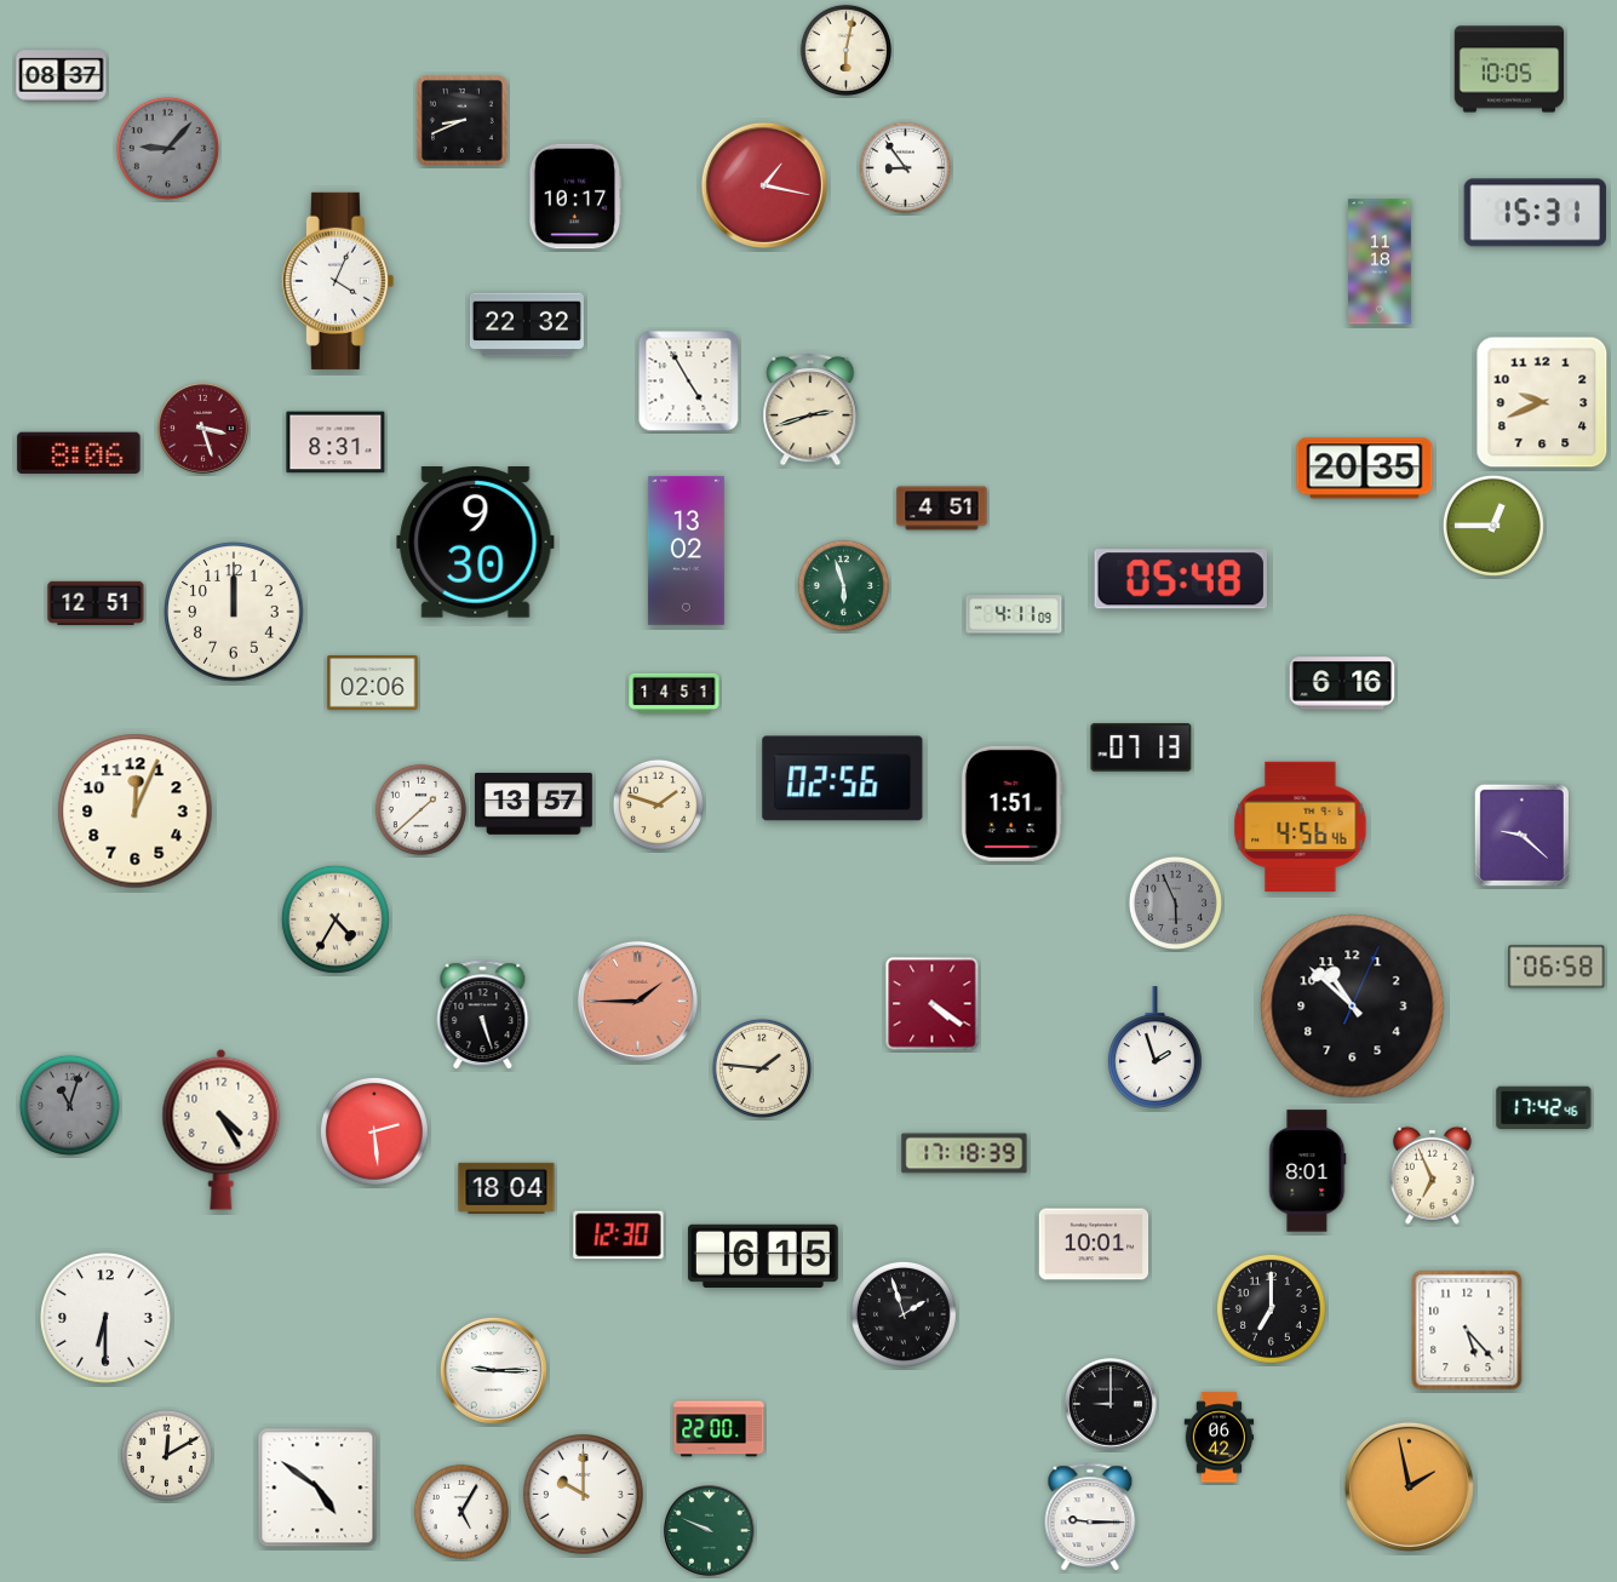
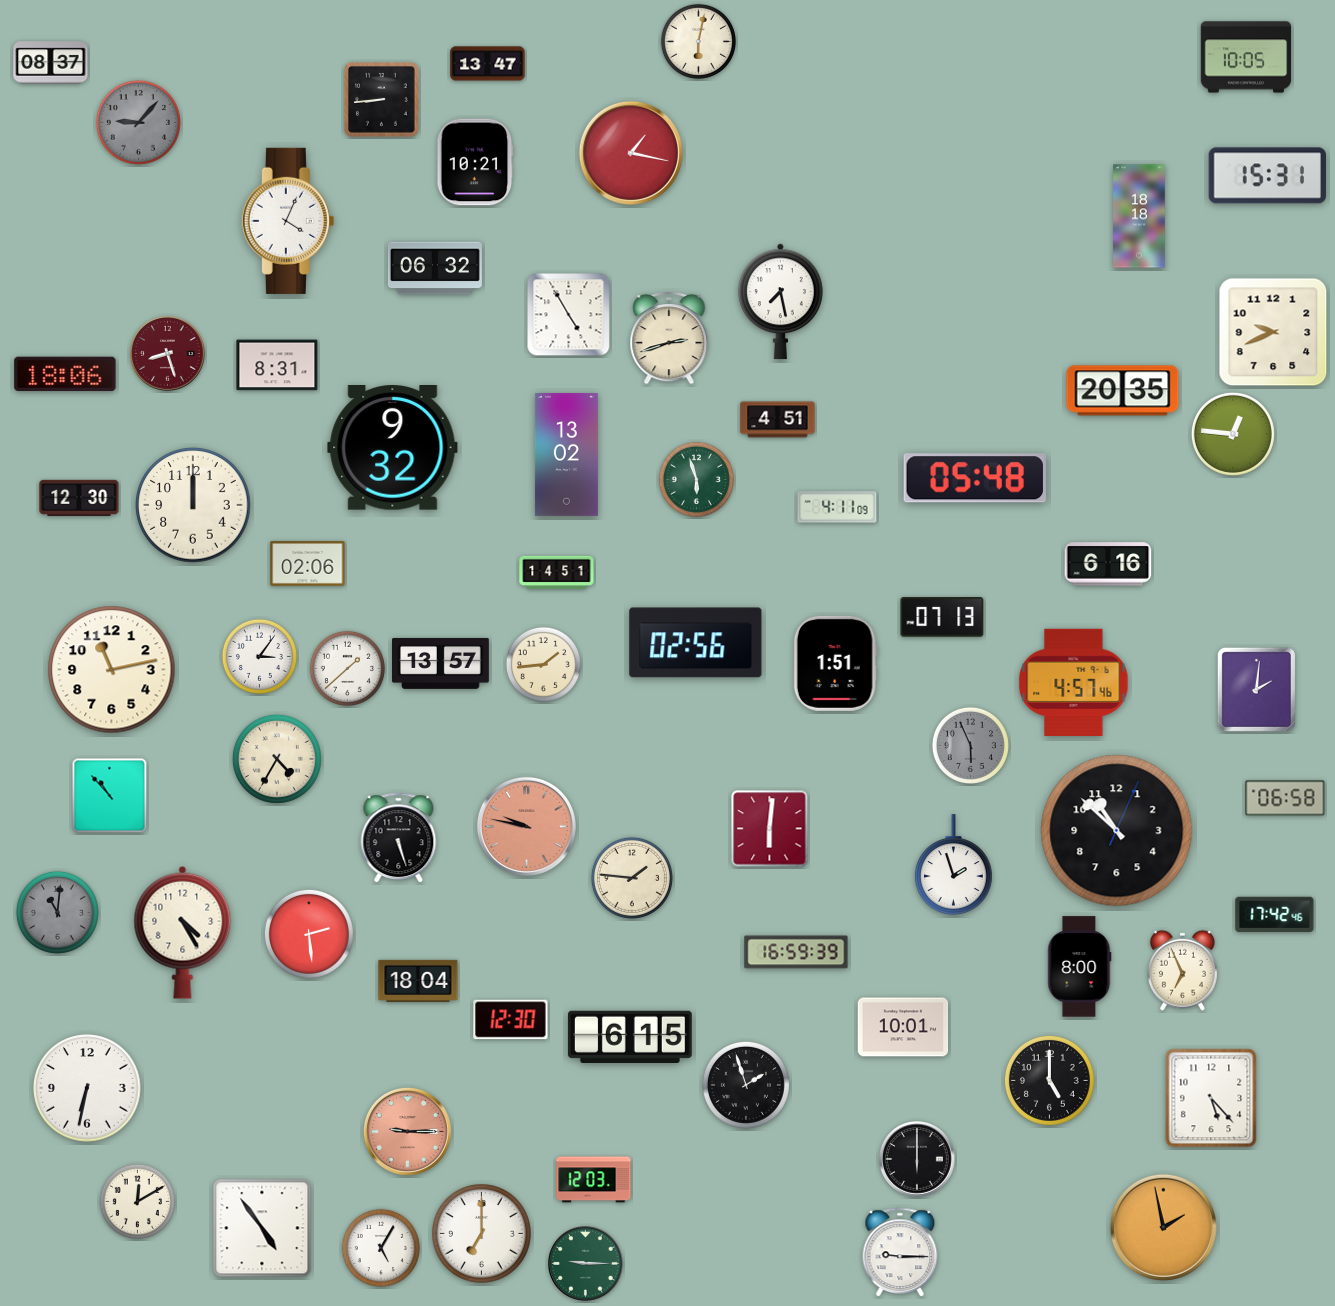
clock at (488, 64): none -> 13:47
clock at (463, 121): 8:41 -> 8:44
clock at (905, 167): 8:54 -> none
clock at (575, 196): 10:17 -> 10:21
clock at (1380, 262): 11:18 -> 18:18
clock at (338, 281) position: (338, 281) -> (288, 221)
clock at (527, 325): 22:32 -> 06:32
clock at (780, 302): none -> 7:28
clock at (203, 429): 3:27 -> 8:27
clock at (79, 453): 8:06 -> 18:06
clock at (1365, 469) position: (1365, 469) -> (1123, 391)
clock at (1493, 526): 12:45 -> 12:46
clock at (476, 543): 9:30 -> 9:32
clock at (843, 585) position: (843, 585) -> (696, 479)
clock at (96, 603): 12:51 -> 12:30
clock at (259, 656): none -> 3:06
clock at (658, 804): 1:48 -> 1:44
clock at (136, 812): 12:04 -> 11:13
clock at (1301, 826): 4:56 -> 4:57
clock at (1521, 835): 9:22 -> 2:01
clock at (110, 796): none -> 10:53
clock at (637, 1001): 1:45 -> 9:47
clock at (933, 1004): 4:21 -> 6:01
clock at (762, 1068) position: (762, 1068) -> (632, 878)
clock at (69, 1105): 11:03 -> 11:01
clock at (964, 1153): 17:18 -> 16:59
clock at (1308, 1171): 8:01 -> 8:00
clock at (1271, 1308): 7:00 -> 5:00
clock at (105, 1318): 6:30 -> 6:32
clock at (493, 1370) dial: white -> salmon
clock at (1111, 1404): 9:00 -> 6:00
clock at (719, 1429): 22:00 -> 12:03
clock at (1220, 1438): 06:42 -> none
clock at (317, 1488): 4:51 -> 4:54
clock at (584, 1495): 10:00 -> 7:00
clock at (710, 1531): 9:49 -> 9:15
